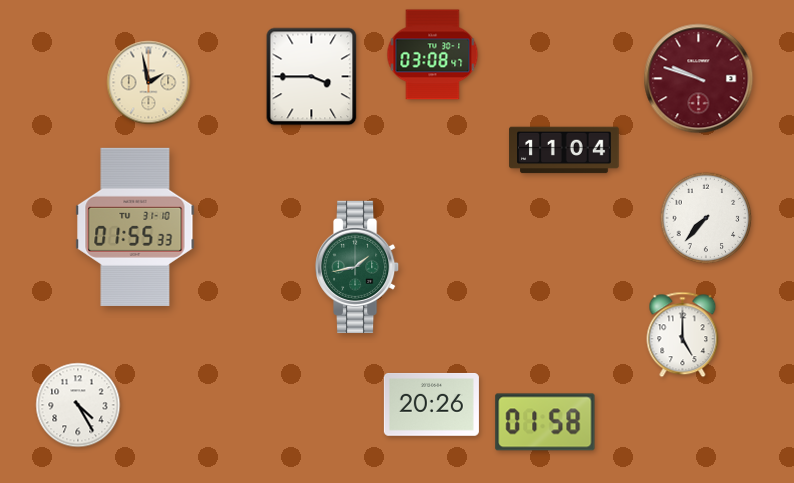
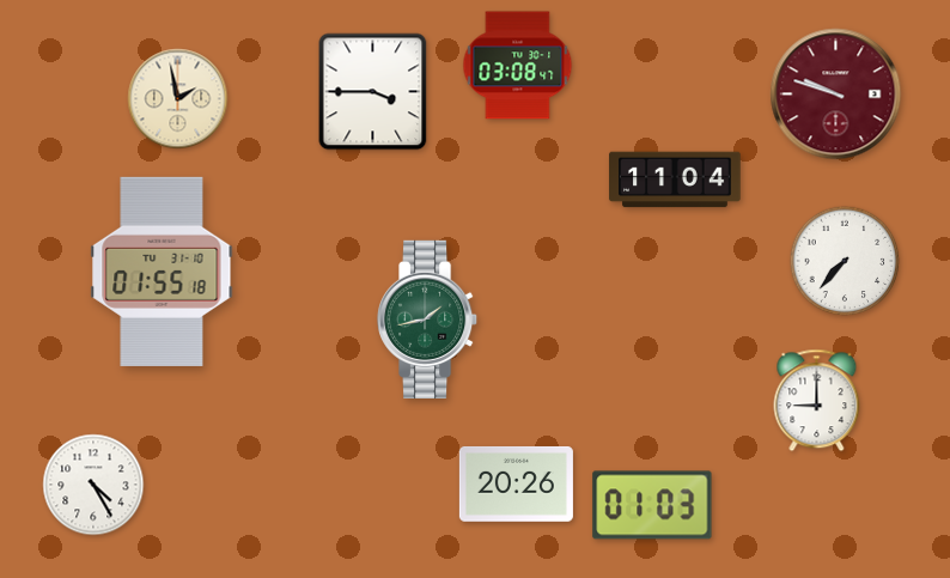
clock at (135, 227): 01:55:33 -> 01:55:18
clock at (683, 335): 5:00 -> 9:00
clock at (545, 422): 01:58 -> 01:03
